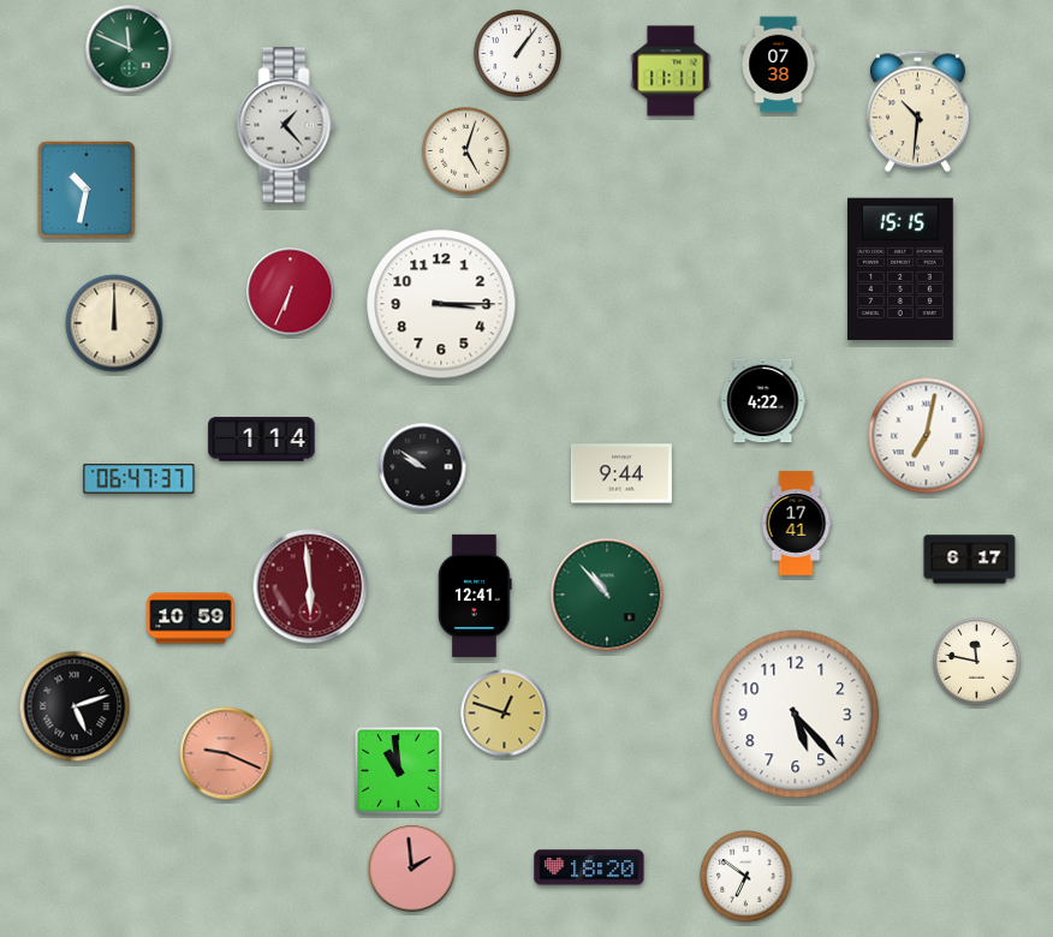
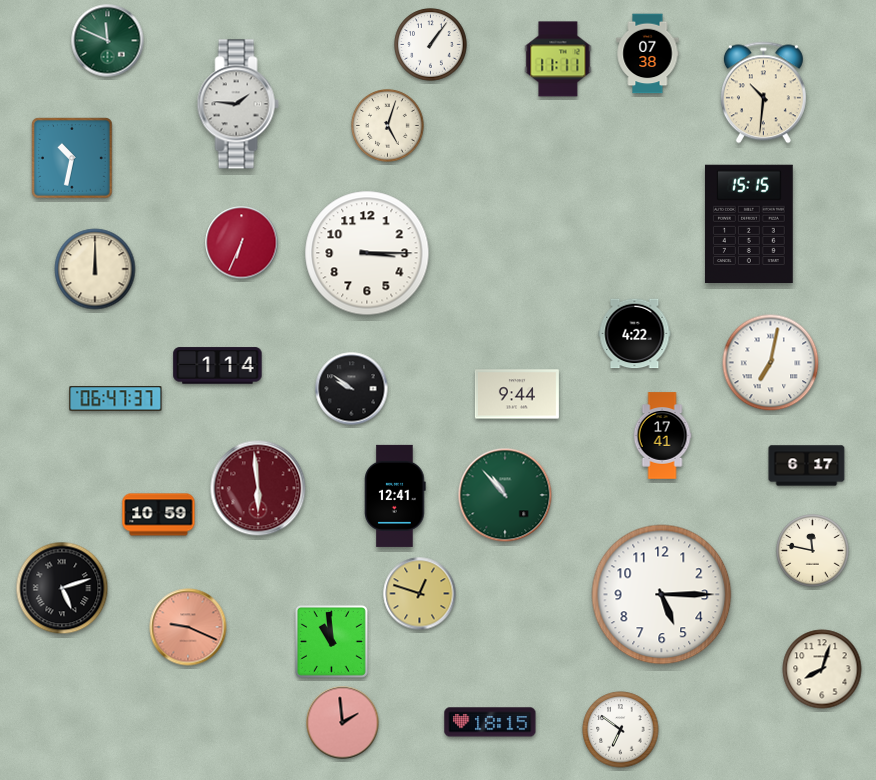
clock at (286, 125): 1:23 -> 1:46
clock at (796, 715): 5:23 -> 5:15
clock at (822, 669): none -> 8:03
clock at (589, 867): 18:20 -> 18:15
